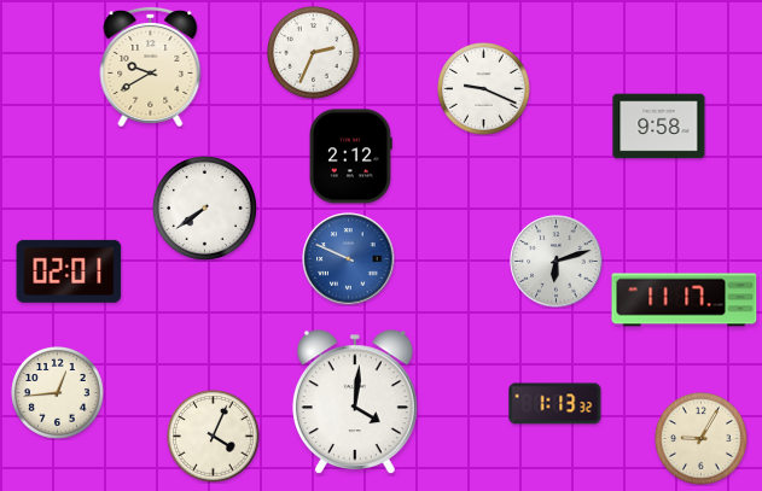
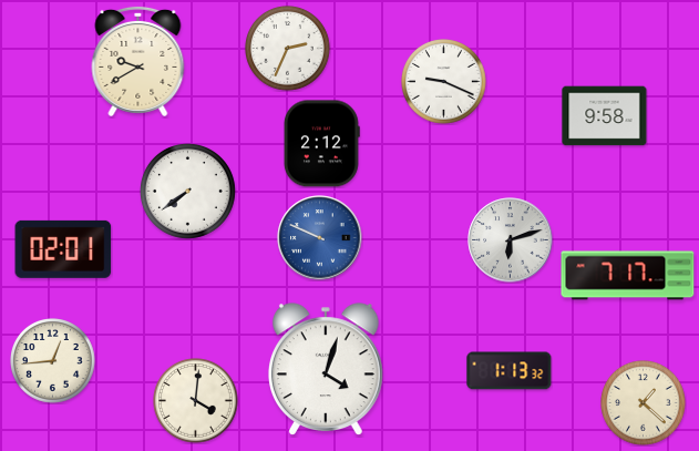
clock at (685, 300): 11:17 -> 7:17
clock at (355, 402): 4:01 -> 4:03
clock at (214, 437): 4:04 -> 4:01
clock at (702, 439): 9:05 -> 1:22
